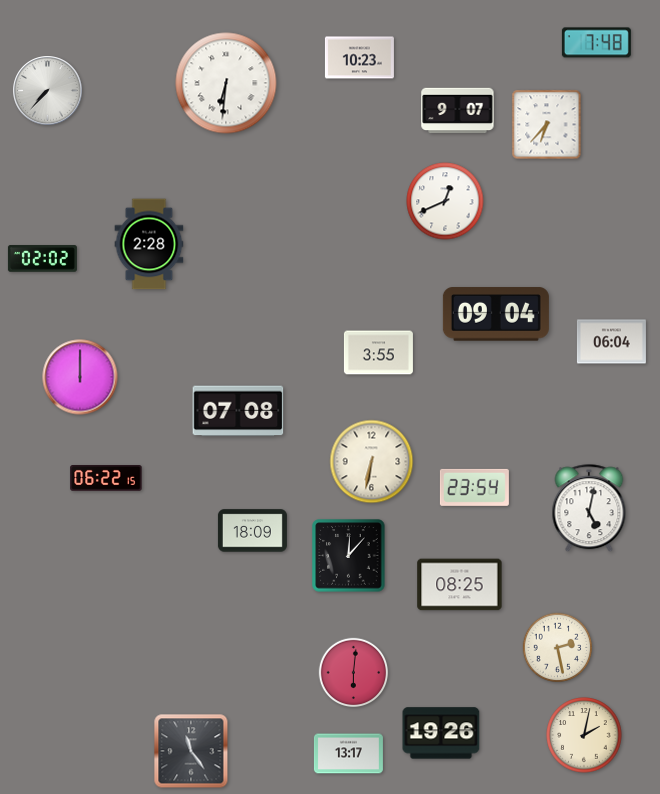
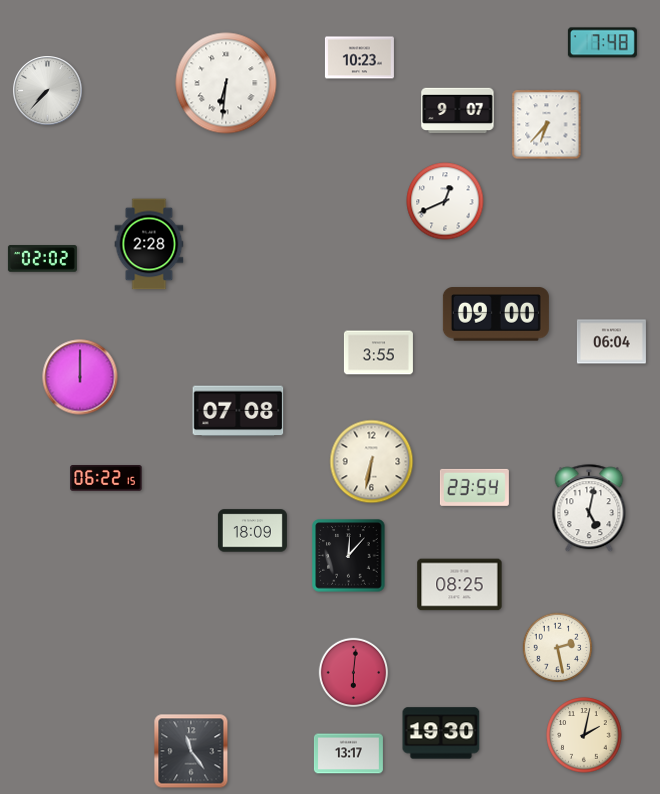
clock at (596, 43) position: (596, 43) -> (602, 43)
clock at (496, 314): 09:04 -> 09:00
clock at (441, 733): 19:26 -> 19:30
